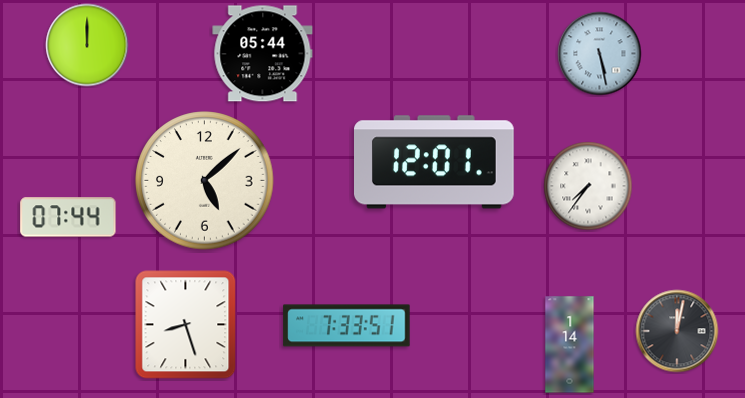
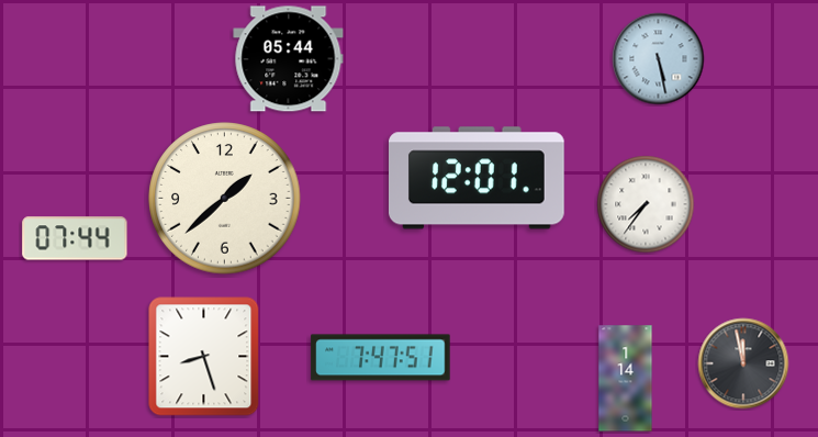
clock at (87, 45): 12:00 -> none
clock at (205, 181): 5:08 -> 1:38
clock at (347, 326): 7:33 -> 7:47
clock at (677, 331): 12:02 -> 11:58
